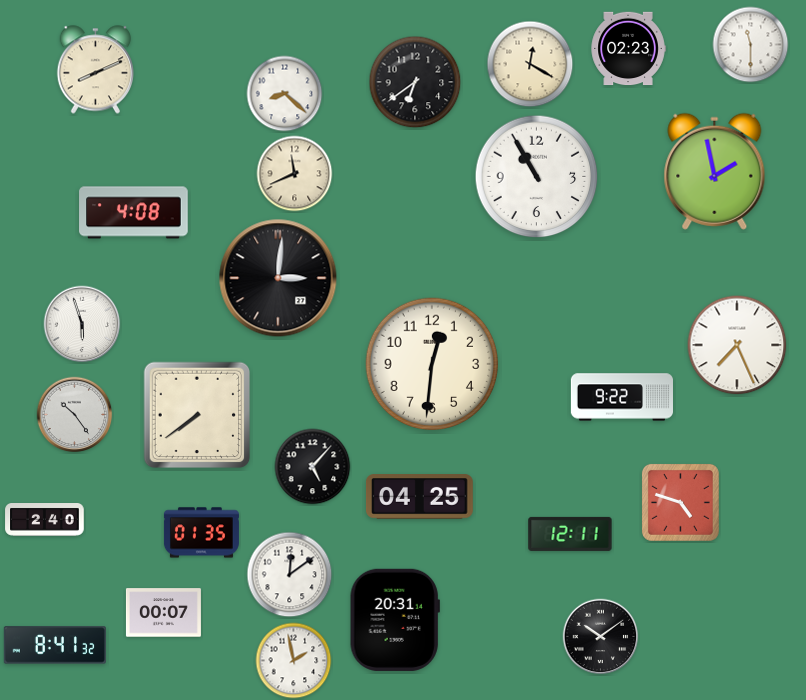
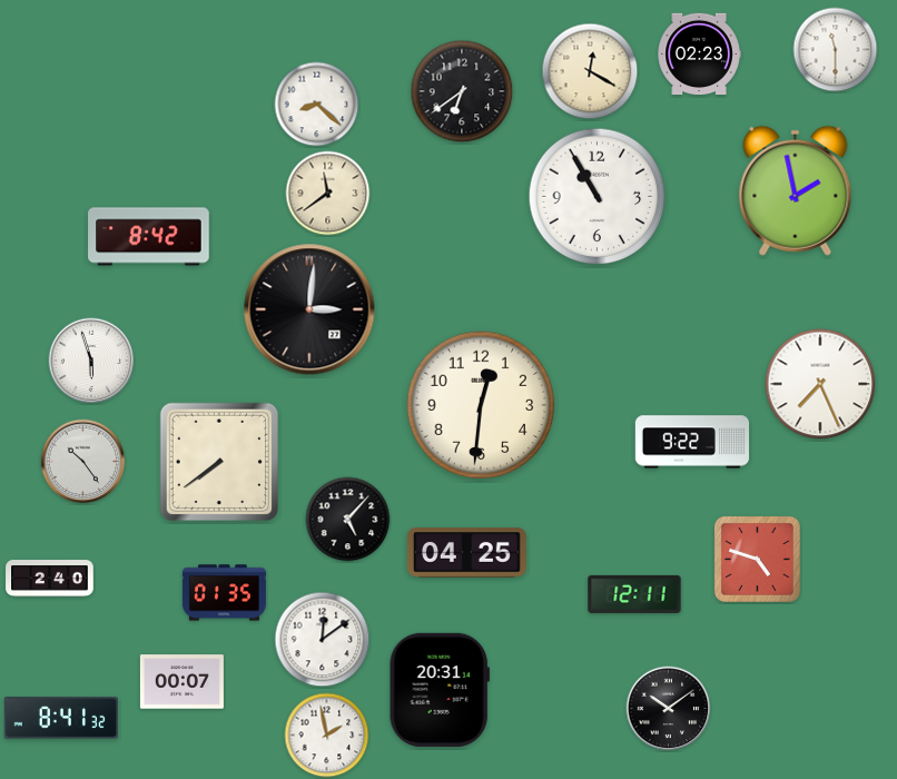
clock at (95, 70): 8:11 -> none
clock at (295, 174): 11:41 -> 11:39
clock at (134, 213): 4:08 -> 8:42
